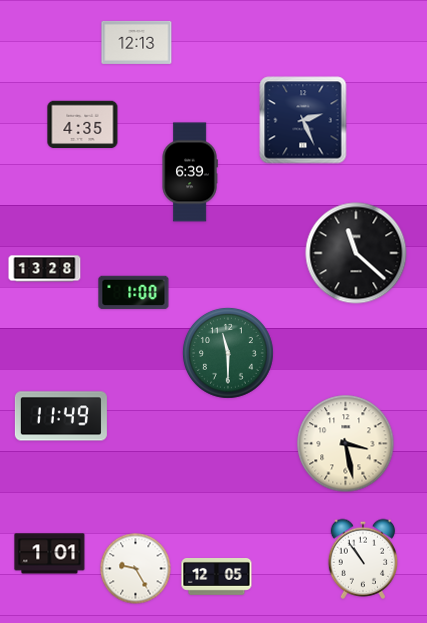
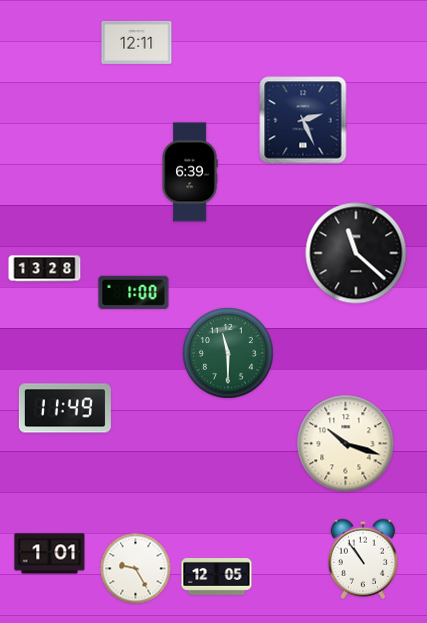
clock at (137, 42): 12:13 -> 12:11
clock at (83, 125): 4:35 -> none
clock at (61, 416) position: (61, 416) -> (65, 408)
clock at (346, 444): 3:28 -> 10:18
